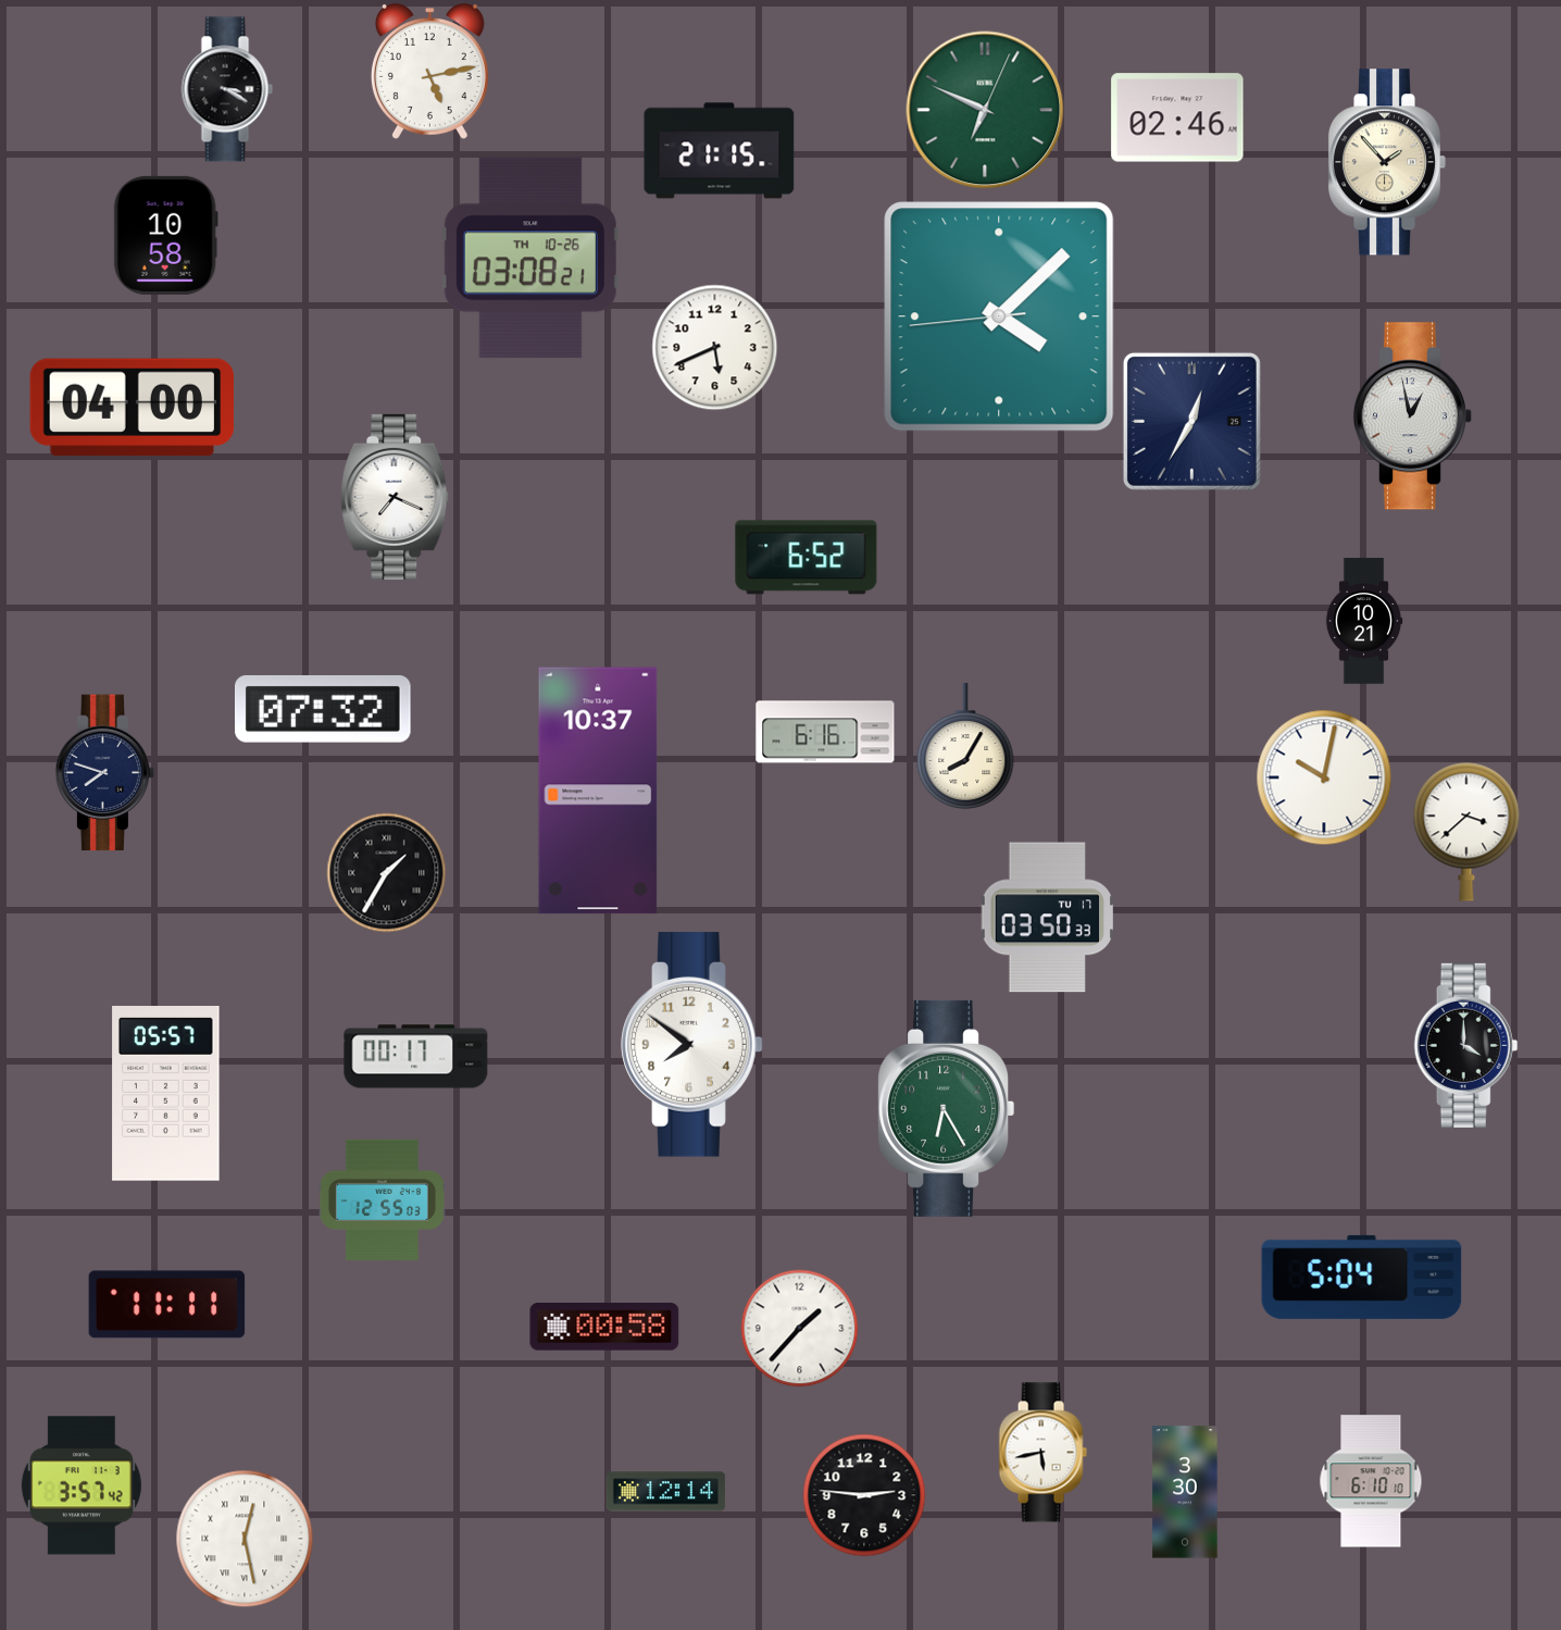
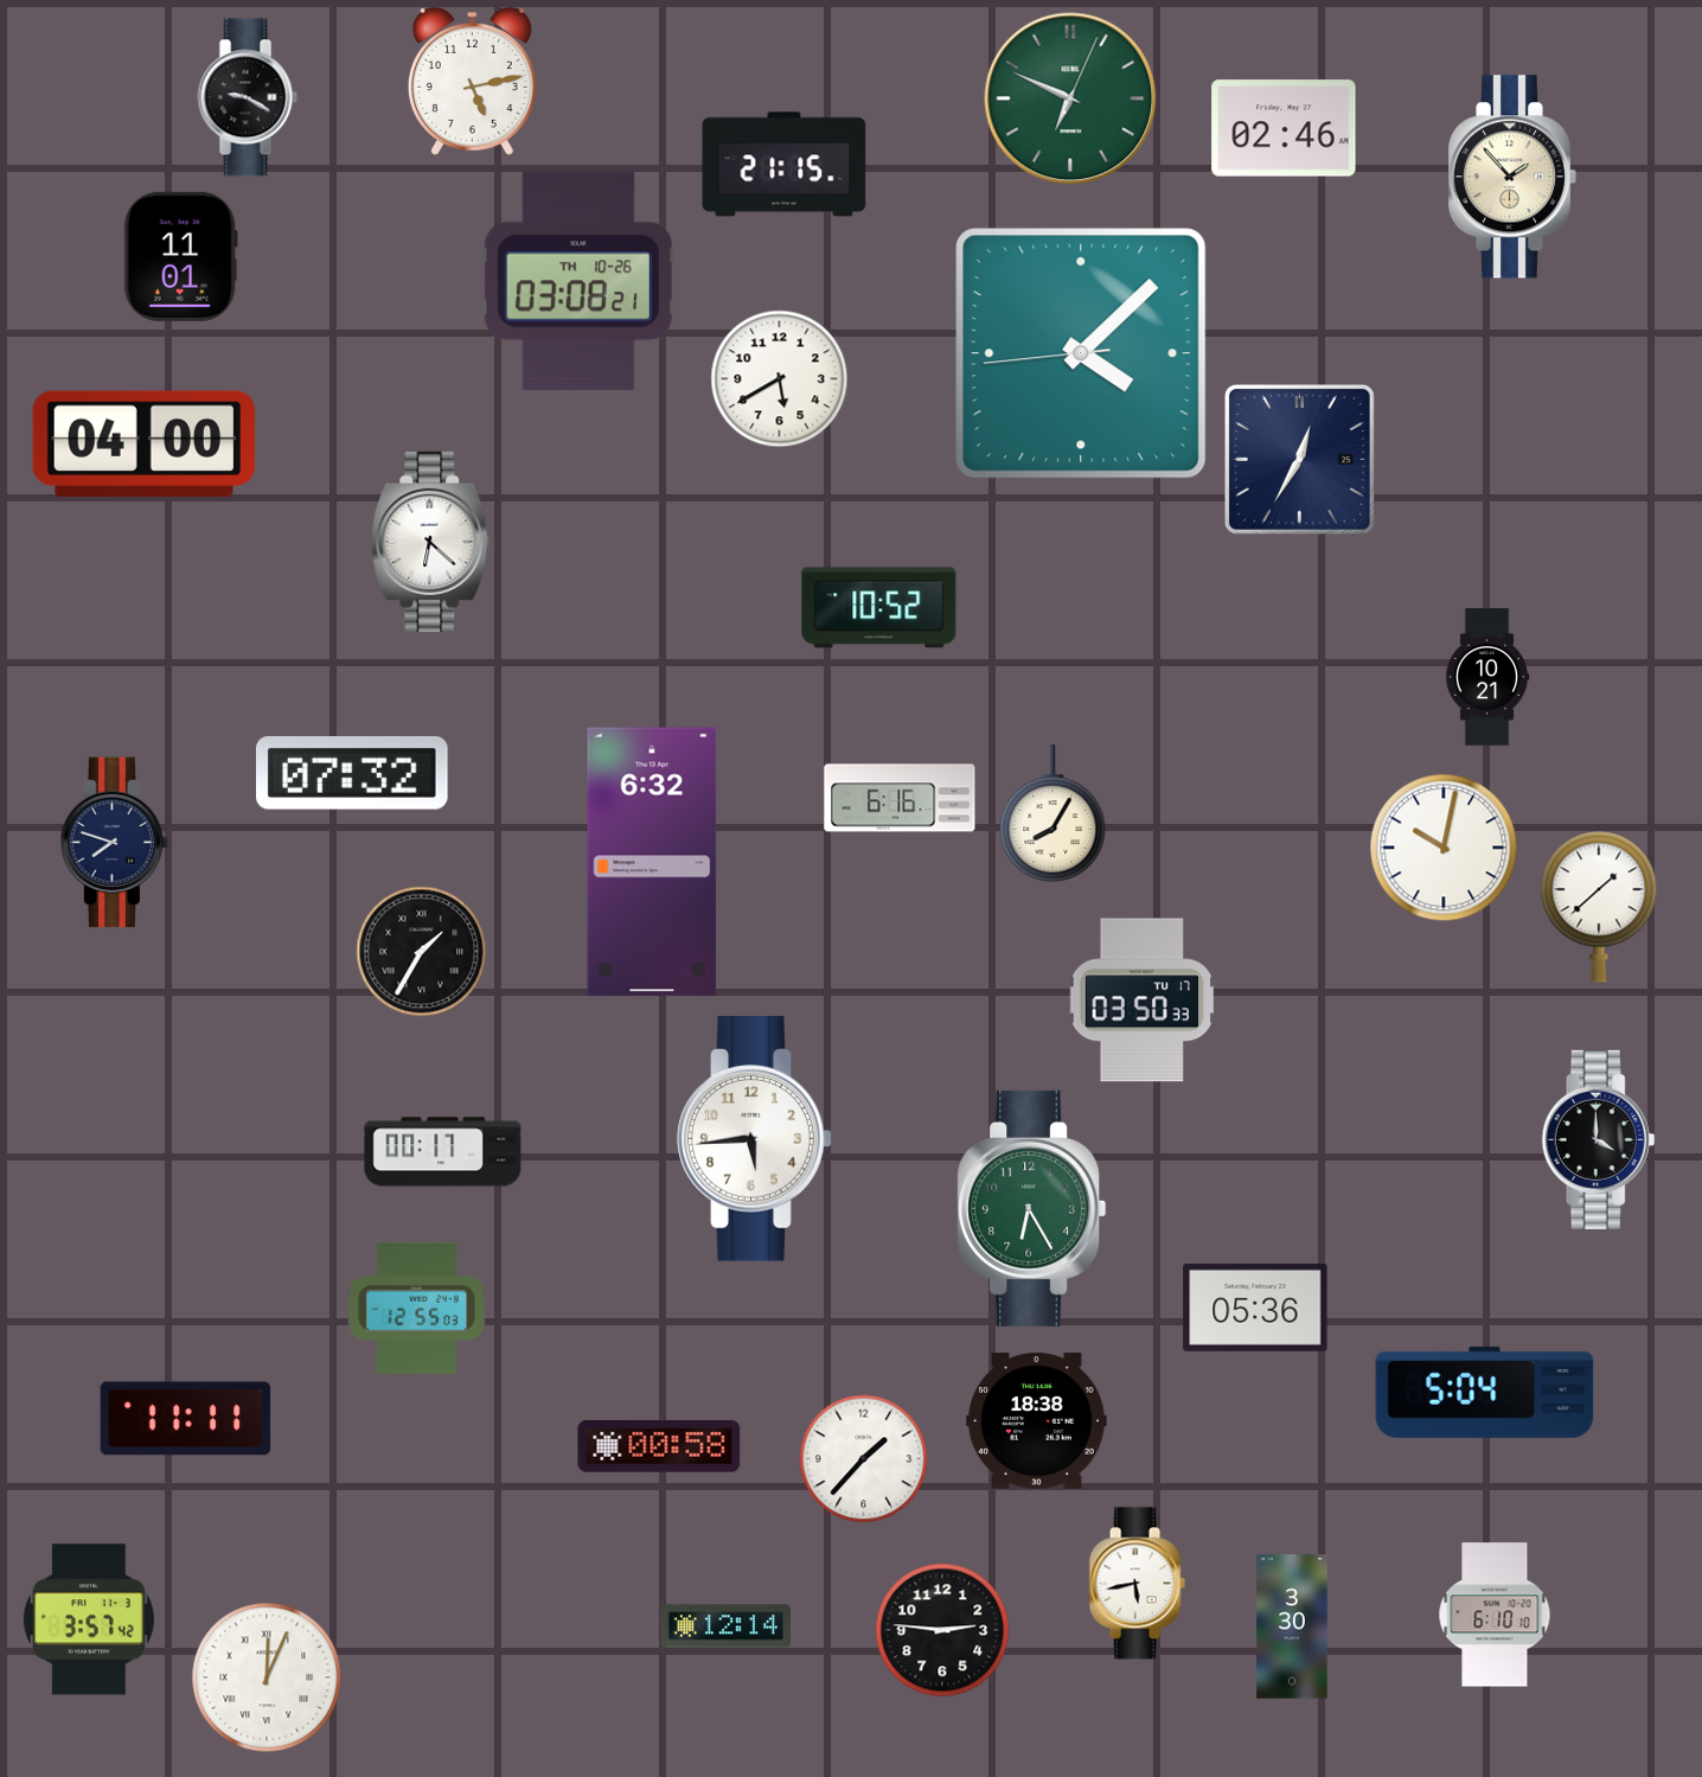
clock at (429, 72) position: (429, 72) -> (472, 82)
clock at (227, 89): 3:20 -> 9:20
clock at (985, 110) position: (985, 110) -> (1070, 98)
clock at (165, 235): 10:58 -> 11:01
clock at (999, 316) position: (999, 316) -> (1081, 353)
clock at (715, 348): 5:41 -> 5:40
clock at (1413, 416): 12:58 -> none
clock at (395, 497): 7:19 -> 6:22
clock at (807, 558): 6:52 -> 10:52
clock at (598, 791): 10:37 -> 6:32
clock at (1466, 832): 3:38 -> 1:38
clock at (692, 1045): 7:51 -> 5:44
clock at (416, 1057) position: (416, 1057) -> (443, 1152)
clock at (166, 1094): 05:57 -> none
clock at (1255, 1308): none -> 05:36
clock at (1037, 1421): none -> 18:38
clock at (167, 1305) position: (167, 1305) -> (186, 1419)
clock at (800, 1329) position: (800, 1329) -> (864, 1459)
clock at (245, 1539): 12:28 -> 12:04
